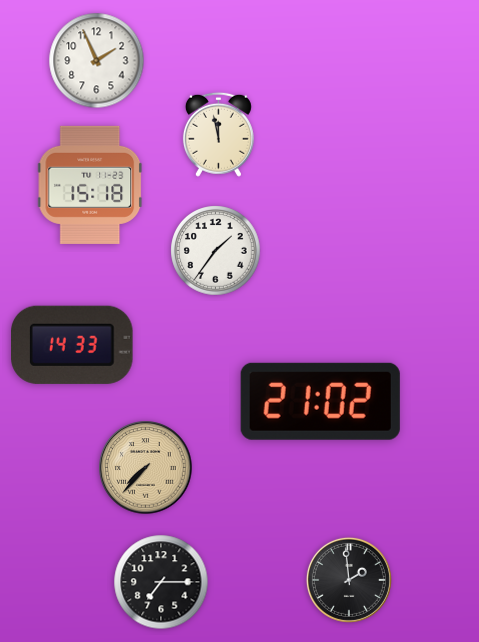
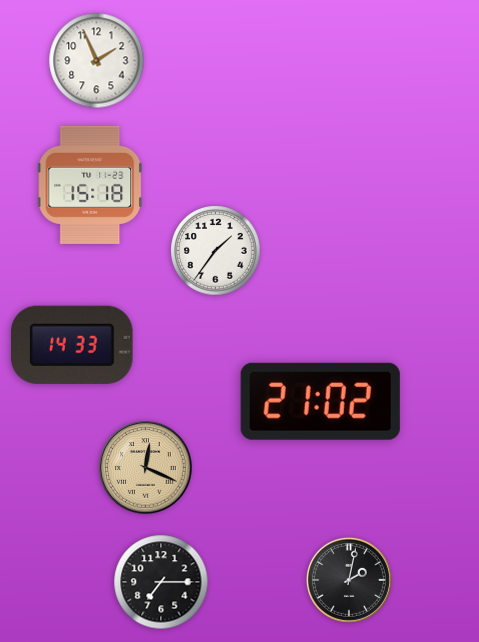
clock at (218, 134): 11:58 -> none
clock at (146, 468): 7:37 -> 12:19
clock at (349, 580): 1:59 -> 2:02
